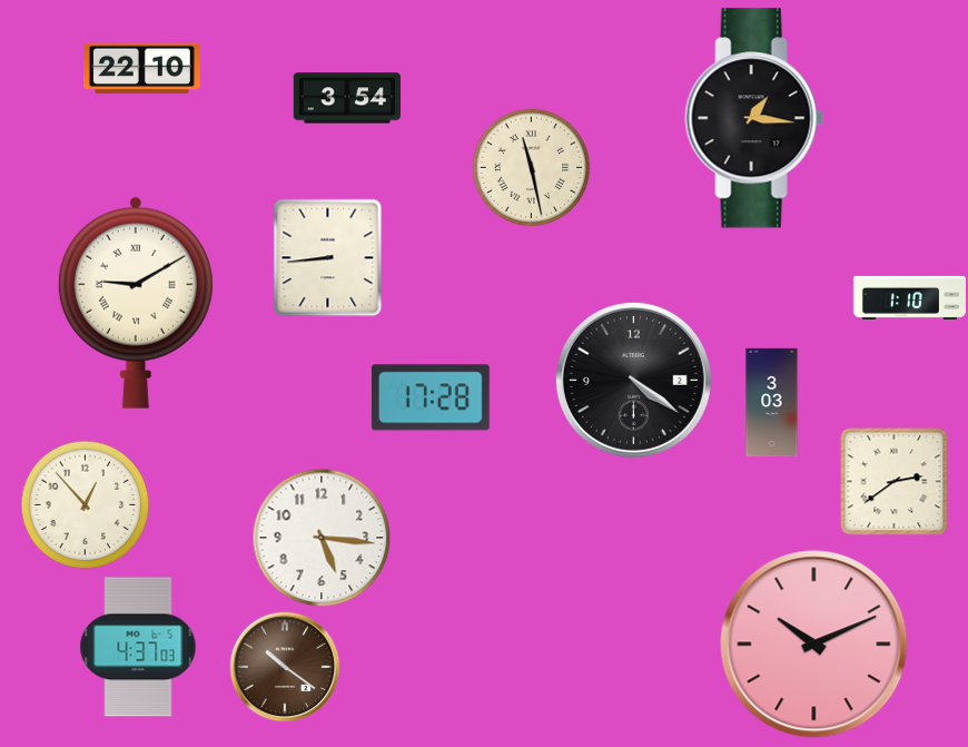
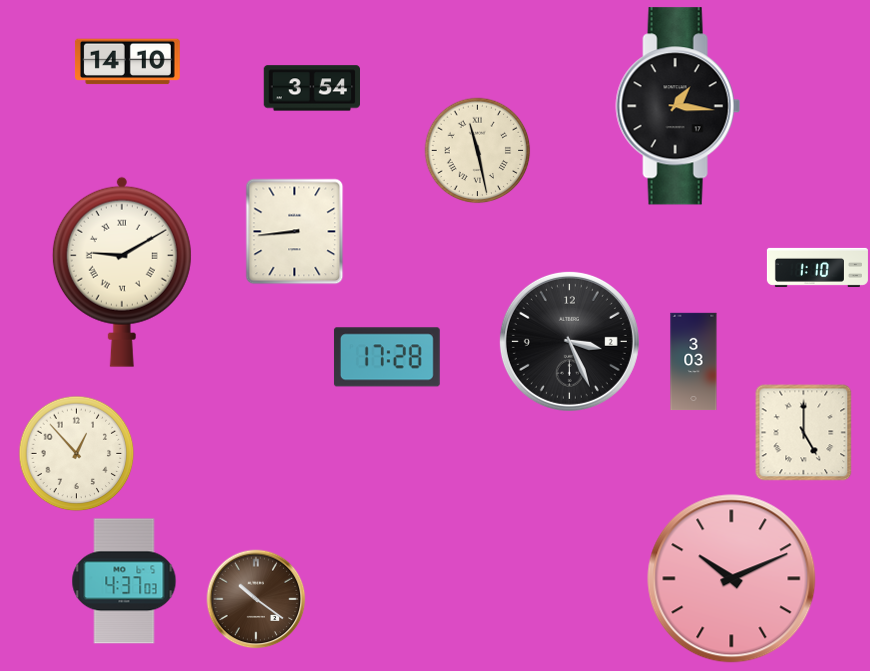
clock at (141, 69): 22:10 -> 14:10
clock at (633, 380): 4:21 -> 3:26
clock at (895, 482): 2:39 -> 5:00
clock at (322, 538): 5:16 -> none
